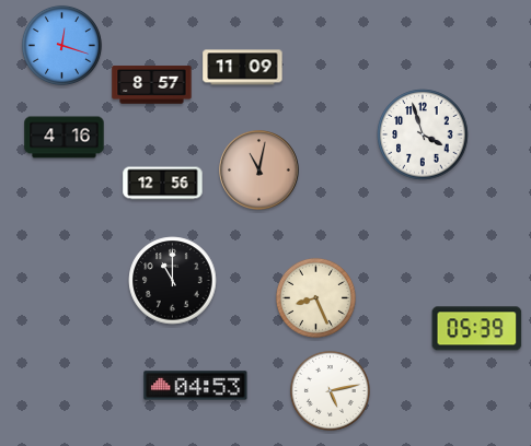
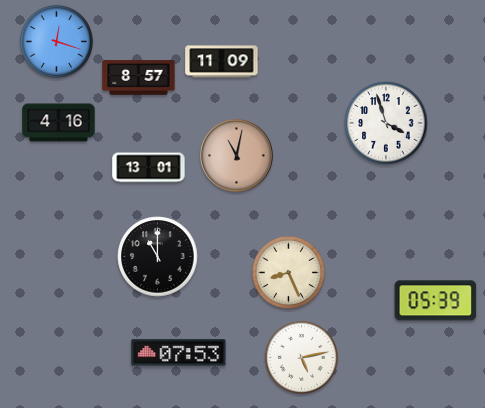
clock at (65, 138) position: (65, 138) -> (59, 123)
clock at (163, 184): 12:56 -> 13:01
clock at (196, 386): 04:53 -> 07:53
